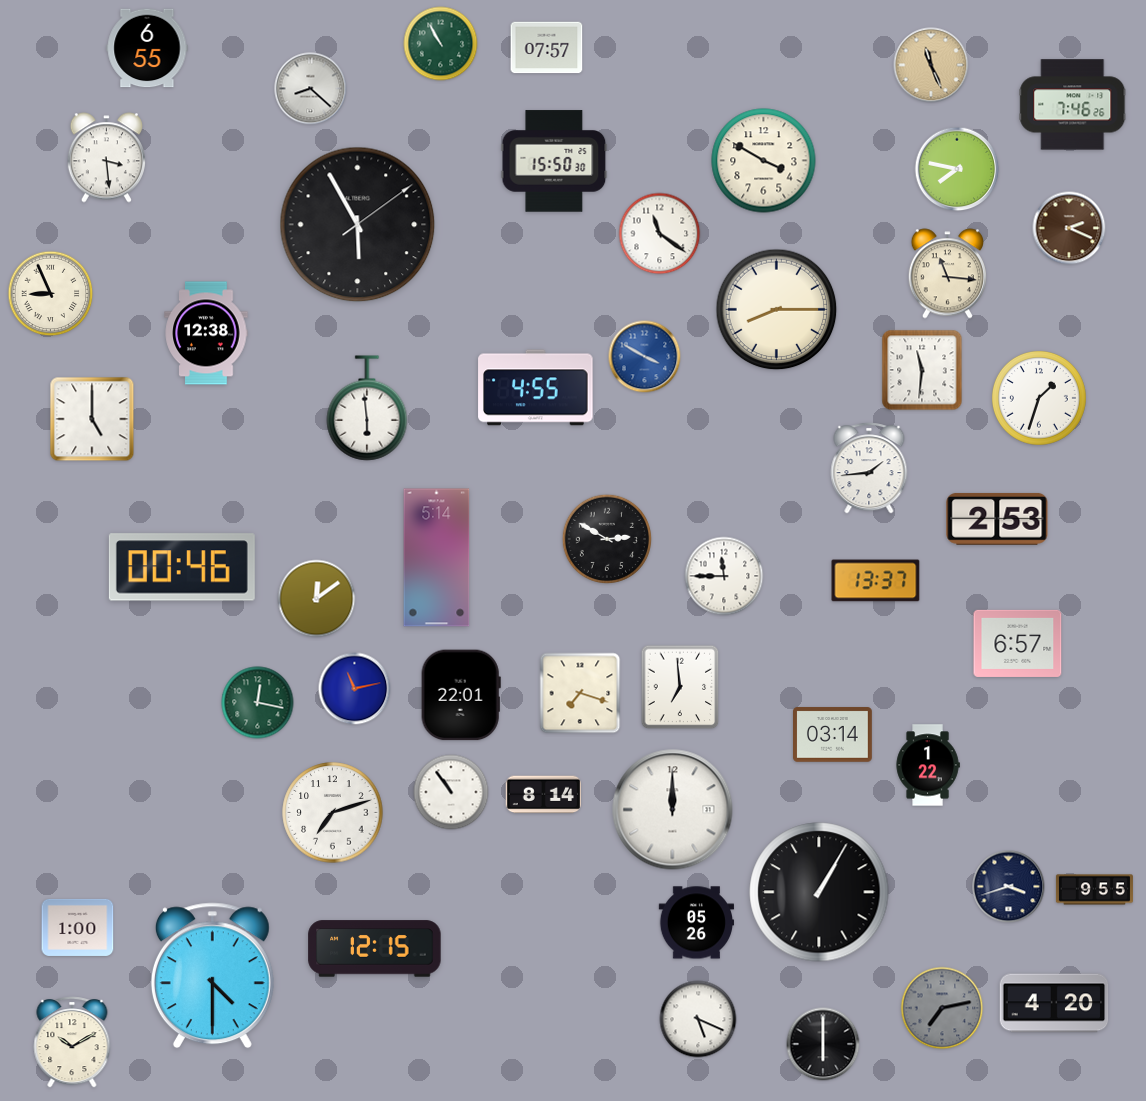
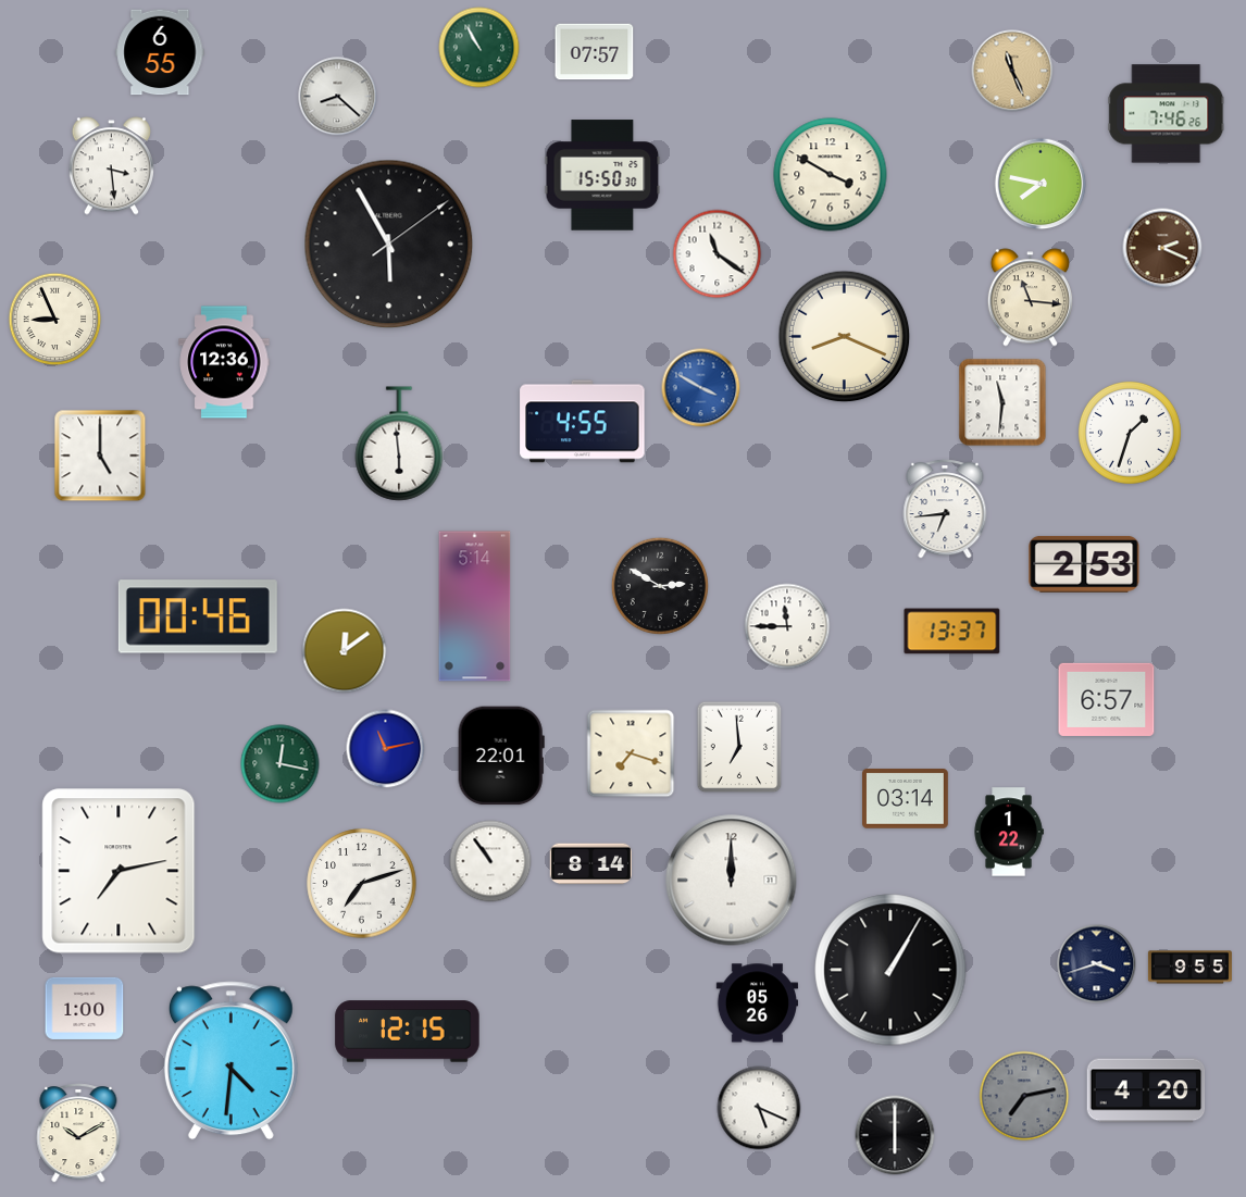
clock at (106, 158) position: (106, 158) -> (111, 166)
clock at (777, 310): 8:15 -> 8:19
clock at (206, 333): 12:38 -> 12:36
clock at (869, 468): 1:44 -> 6:44
clock at (119, 871): none -> 7:13
clock at (212, 976): 4:30 -> 4:31
